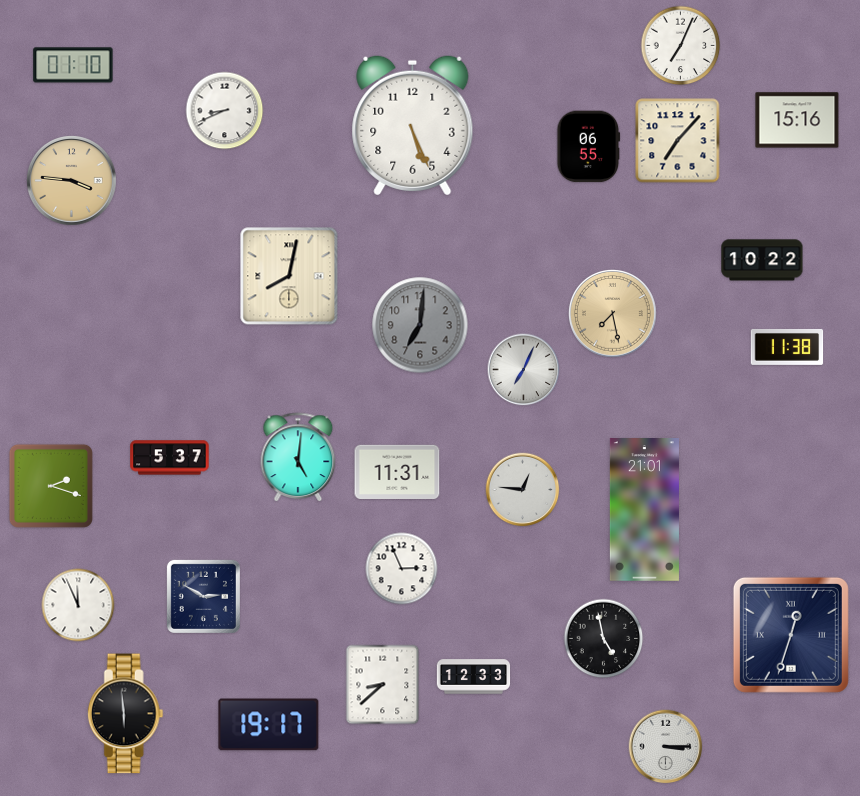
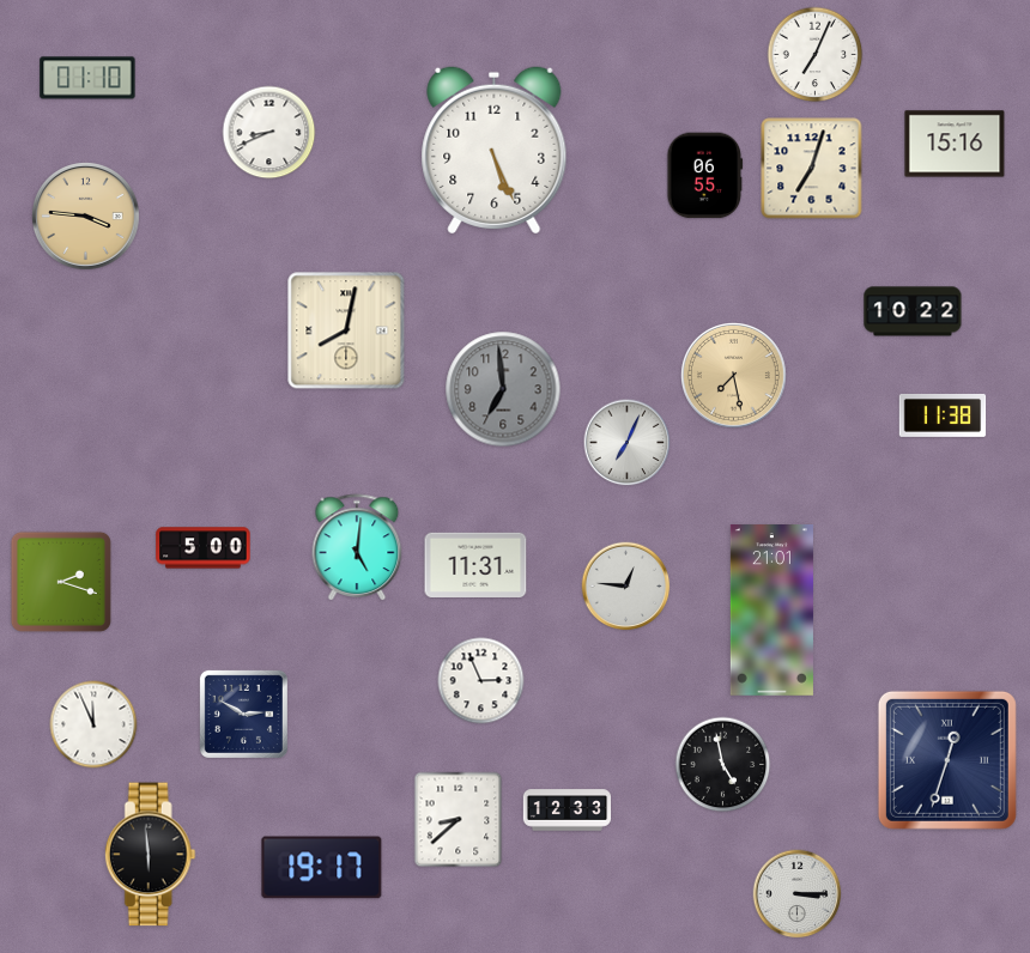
clock at (678, 141): 7:07 -> 7:03
clock at (420, 325): 7:01 -> 6:59
clock at (170, 458): 5:37 -> 5:00
